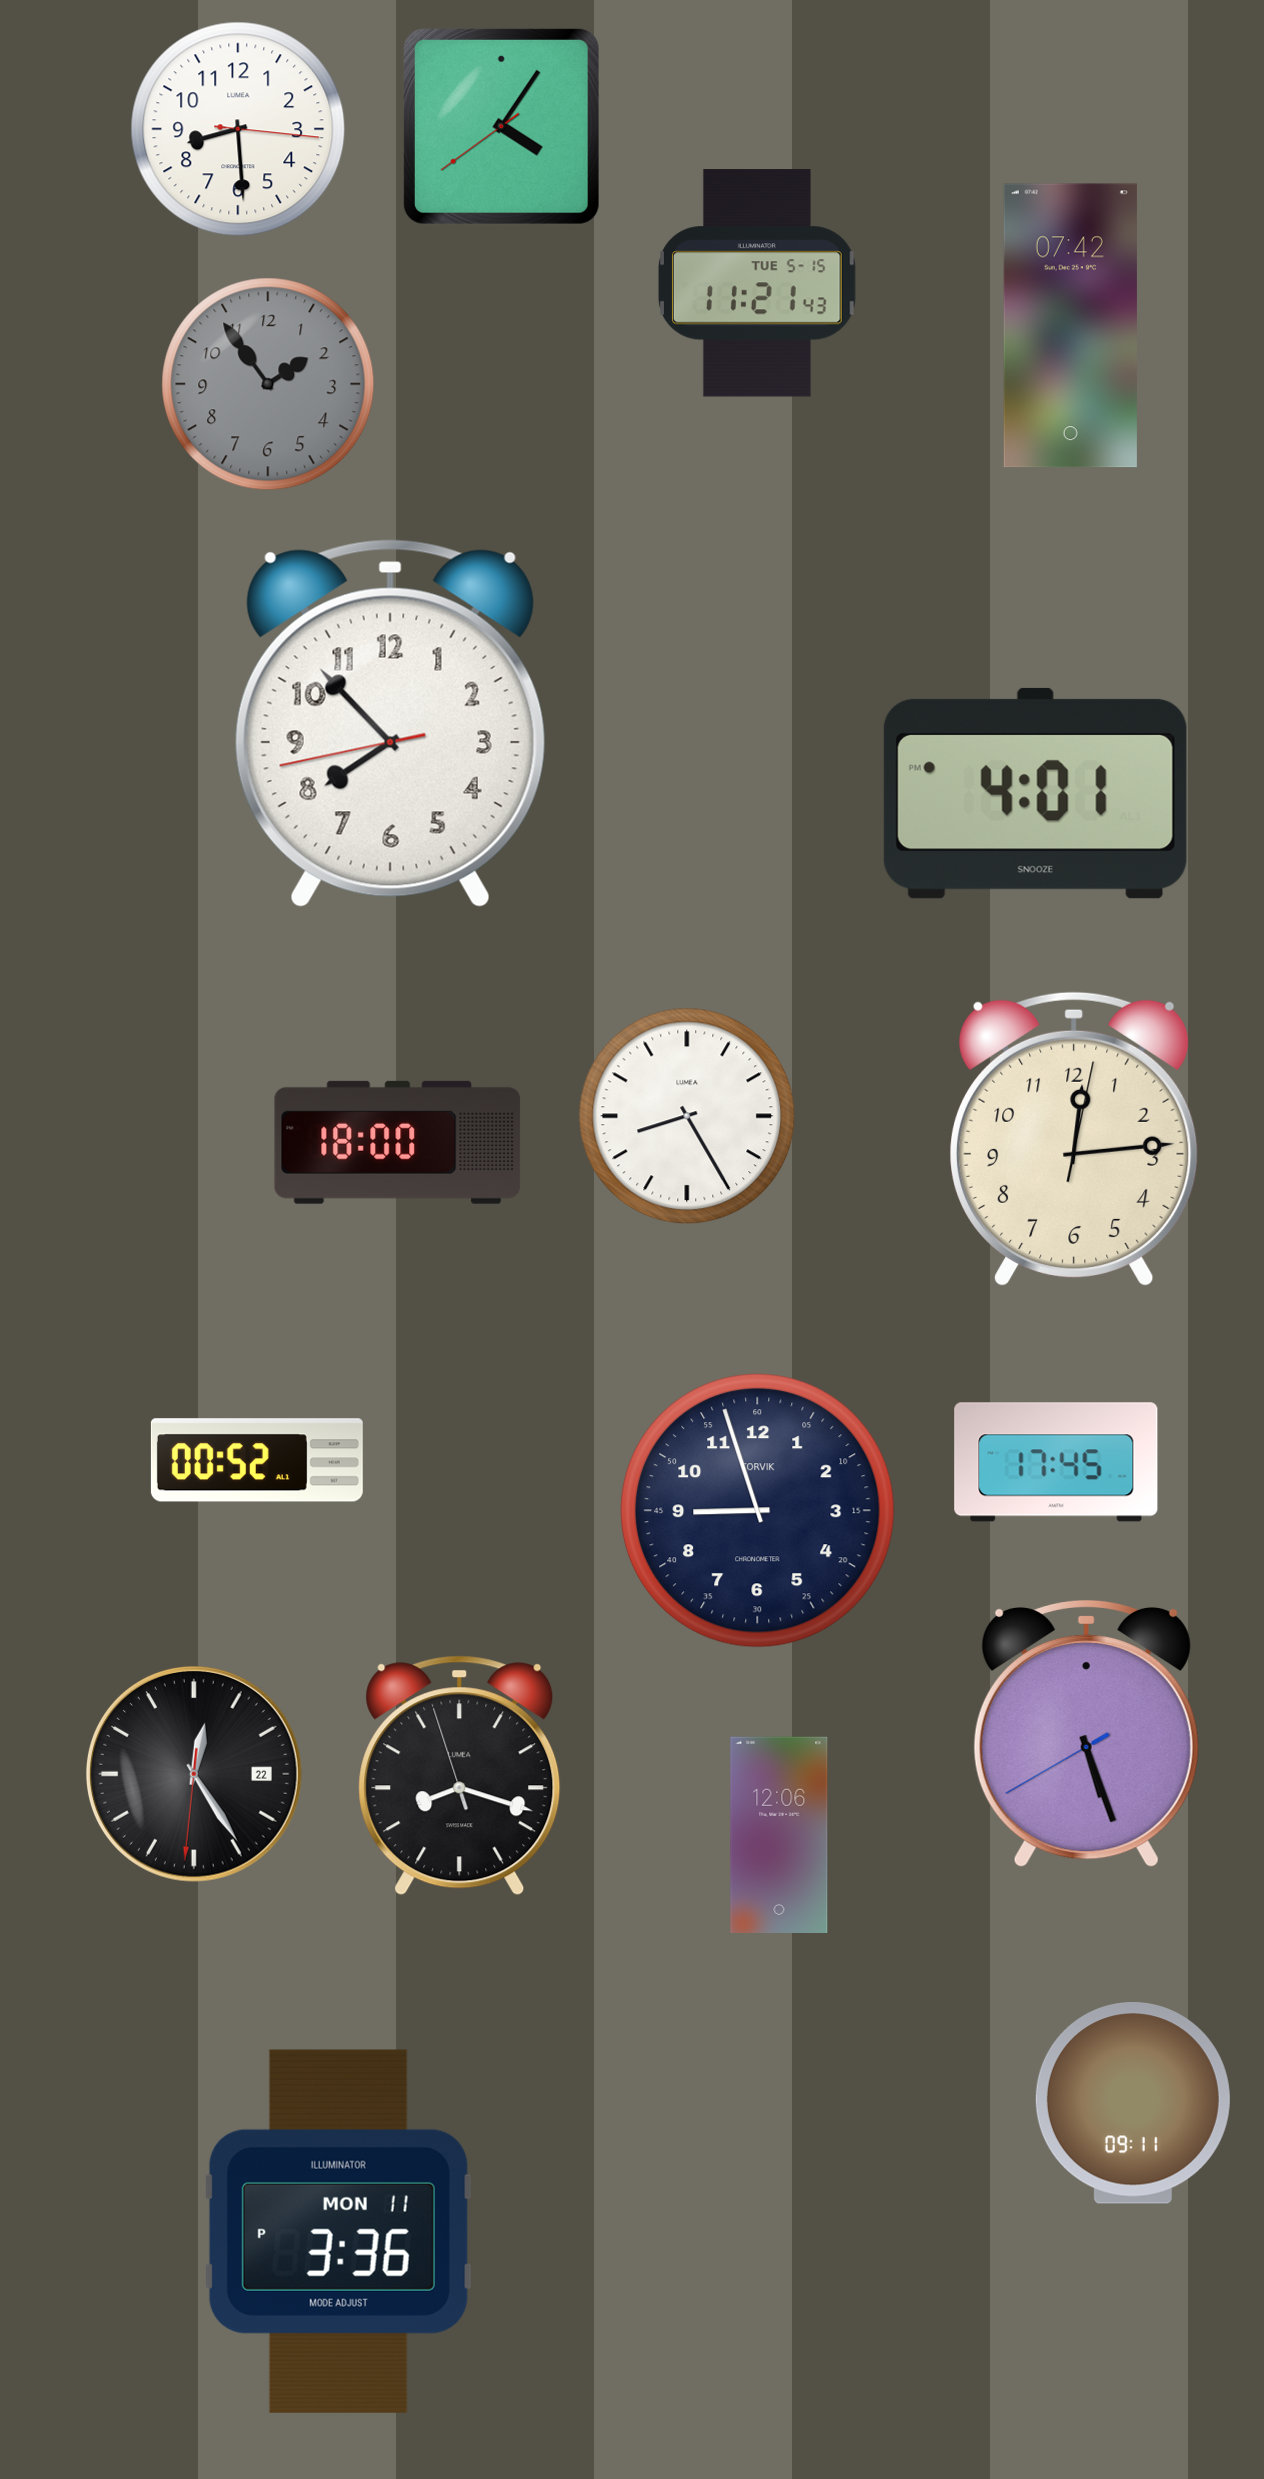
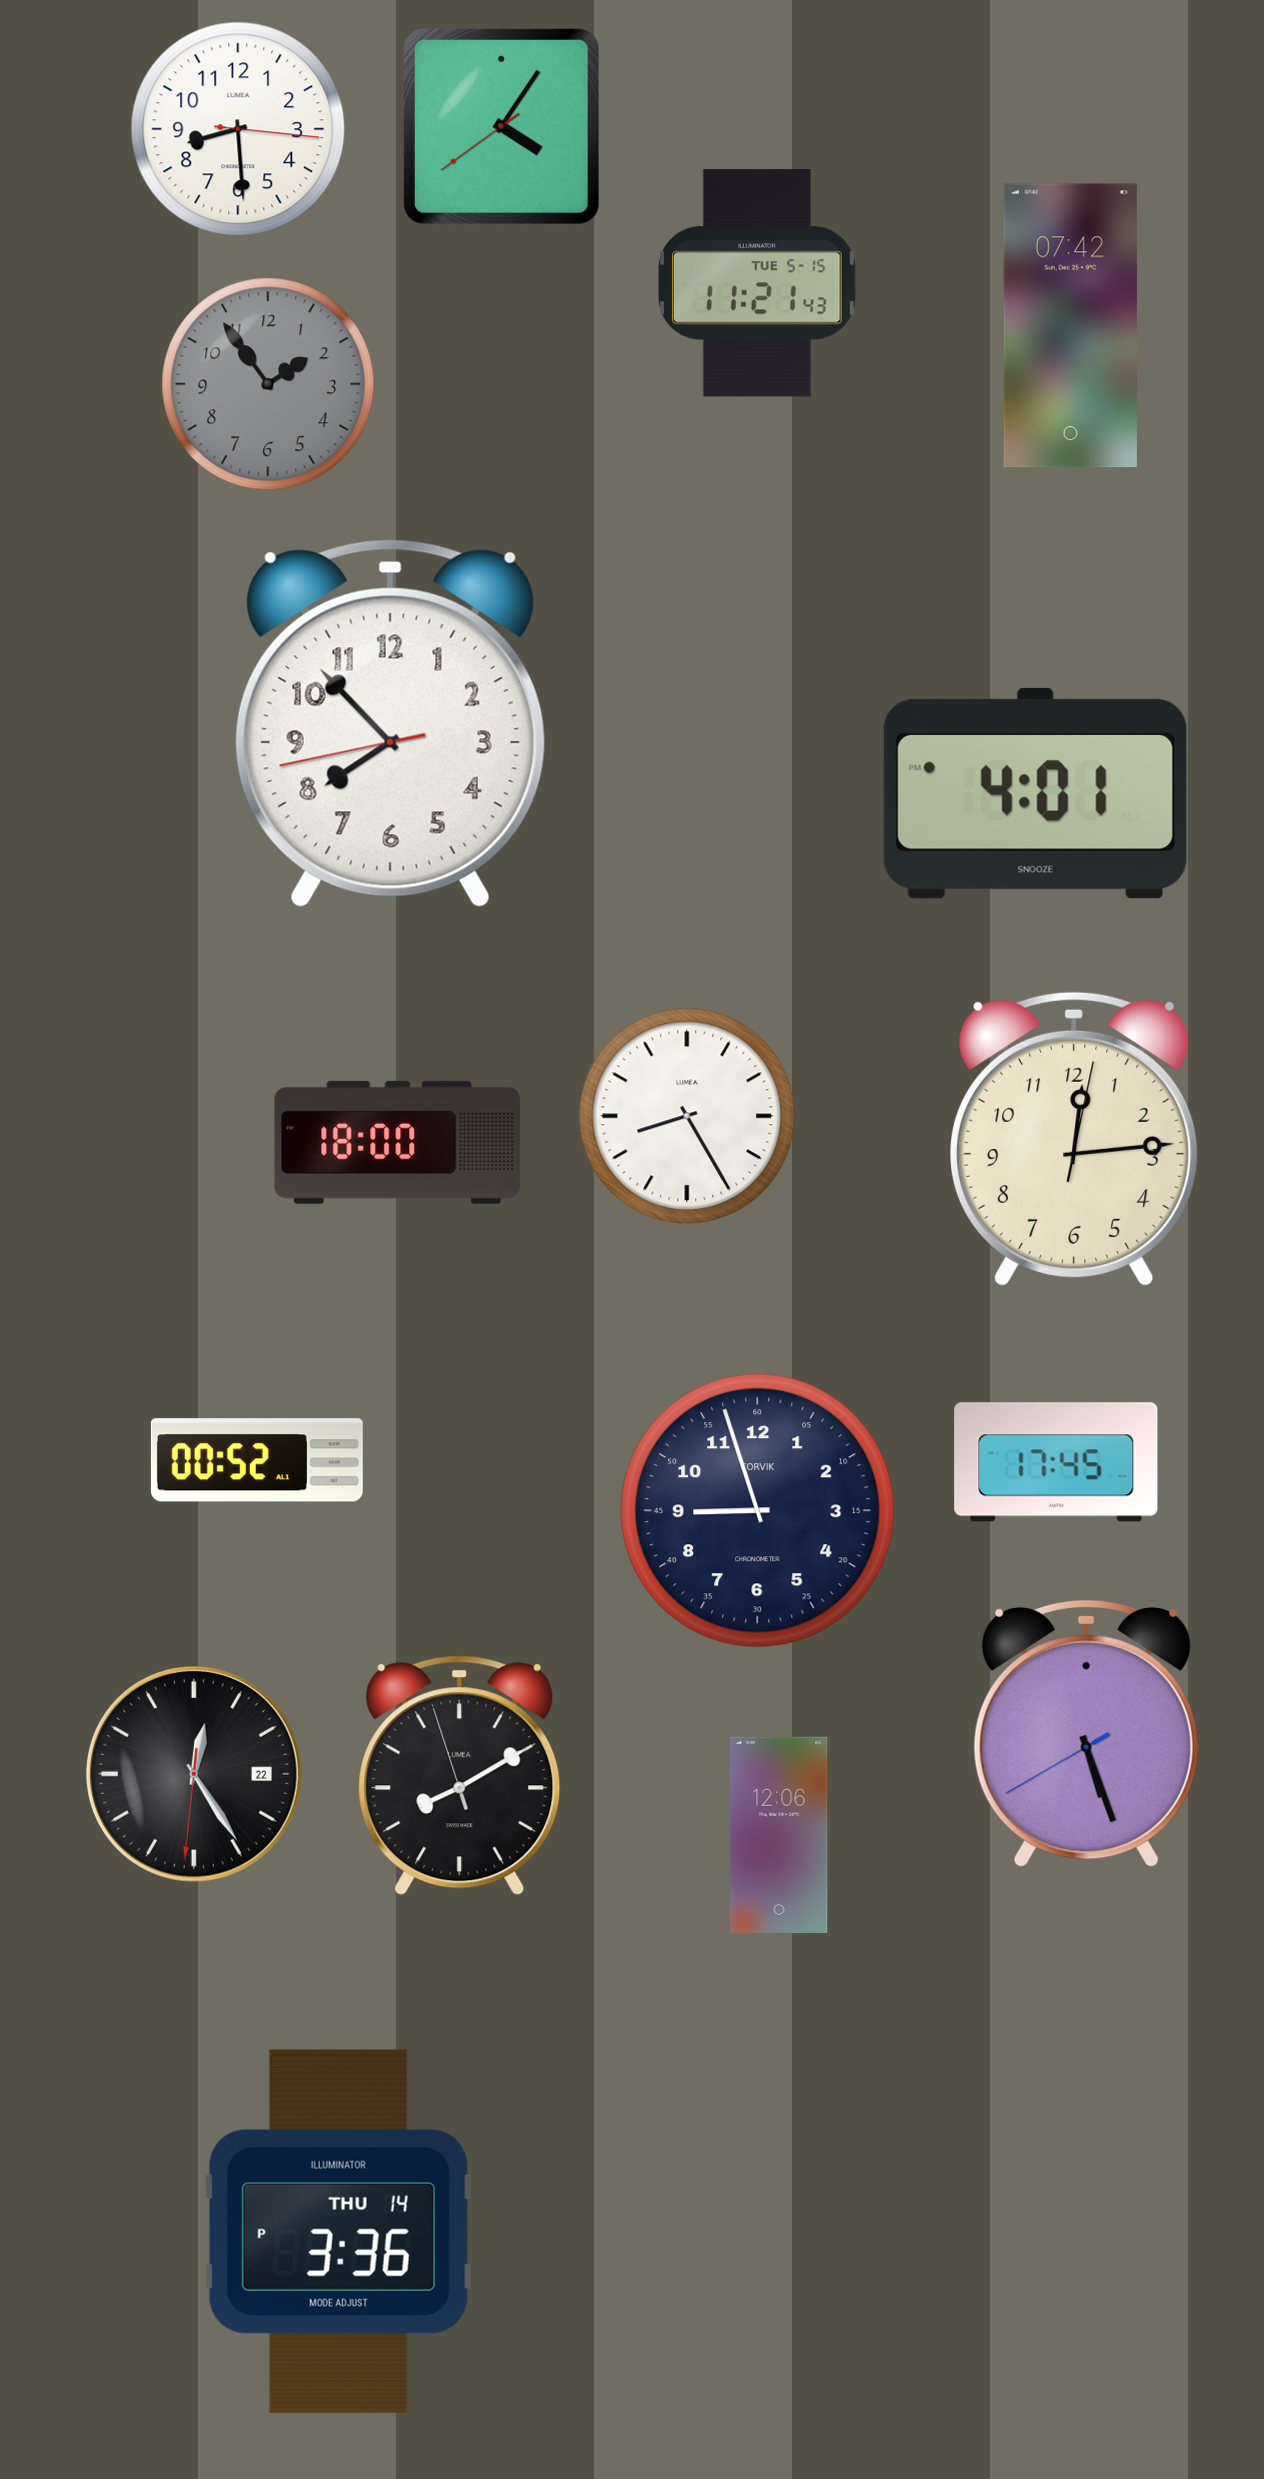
clock at (460, 1776): 8:17 -> 8:09
clock at (1133, 2104): 09:11 -> none
clock at (338, 2231) date: MON 11 -> THU 14
